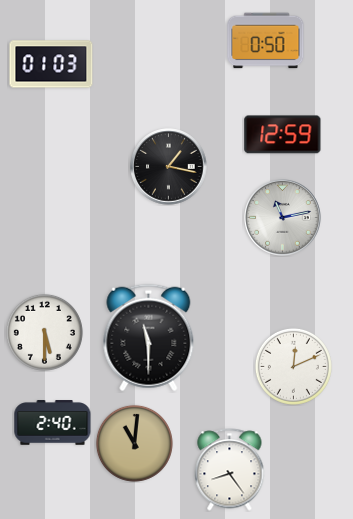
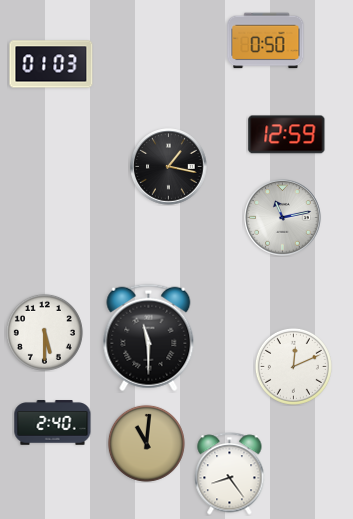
clock at (283, 135) position: (283, 135) -> (287, 135)
clock at (134, 443) position: (134, 443) -> (146, 443)
clock at (230, 470) position: (230, 470) -> (230, 474)
